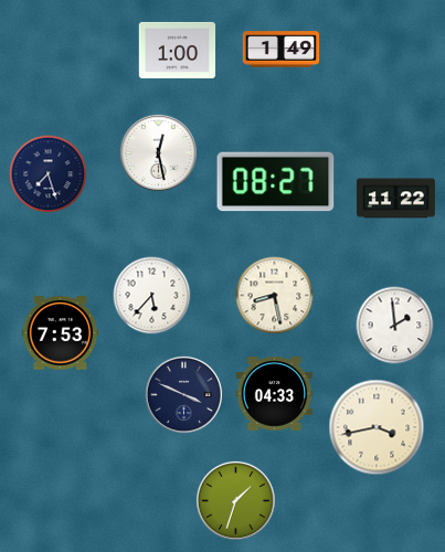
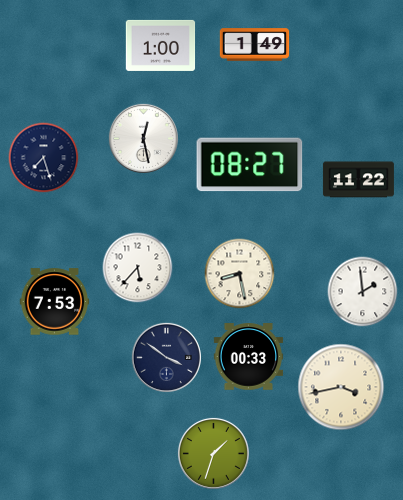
clock at (275, 296) position: (275, 296) -> (240, 274)
clock at (395, 326) position: (395, 326) -> (363, 292)
clock at (183, 394): 3:49 -> 3:51
clock at (275, 394): 04:33 -> 00:33
